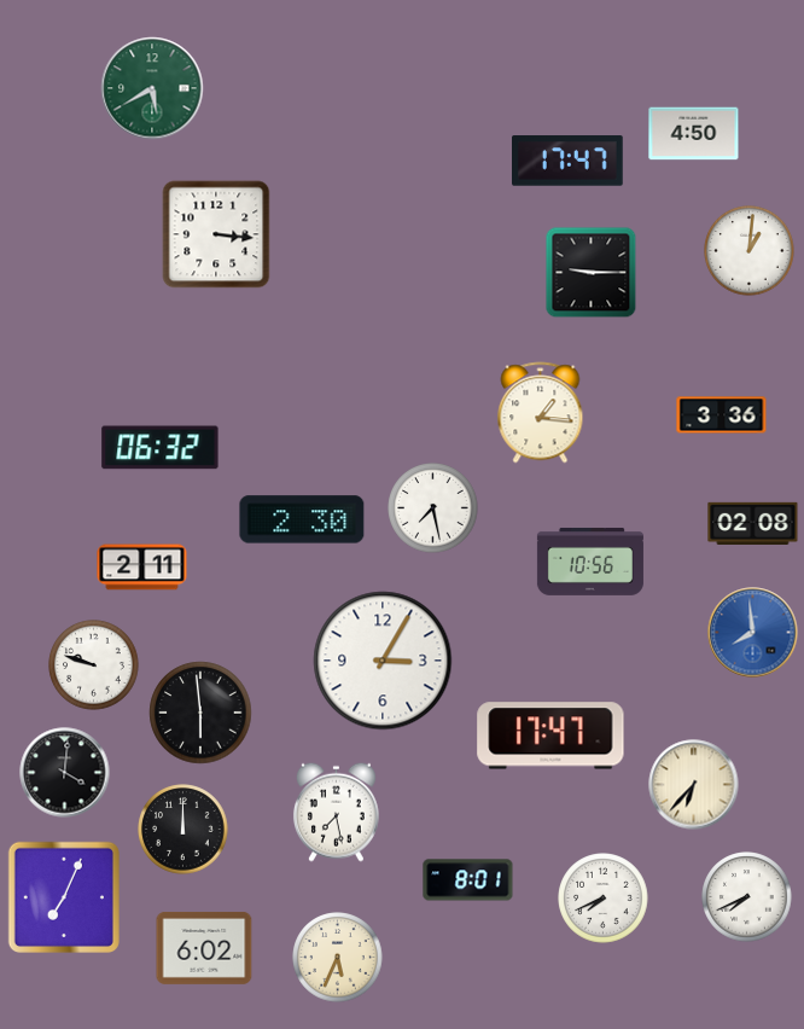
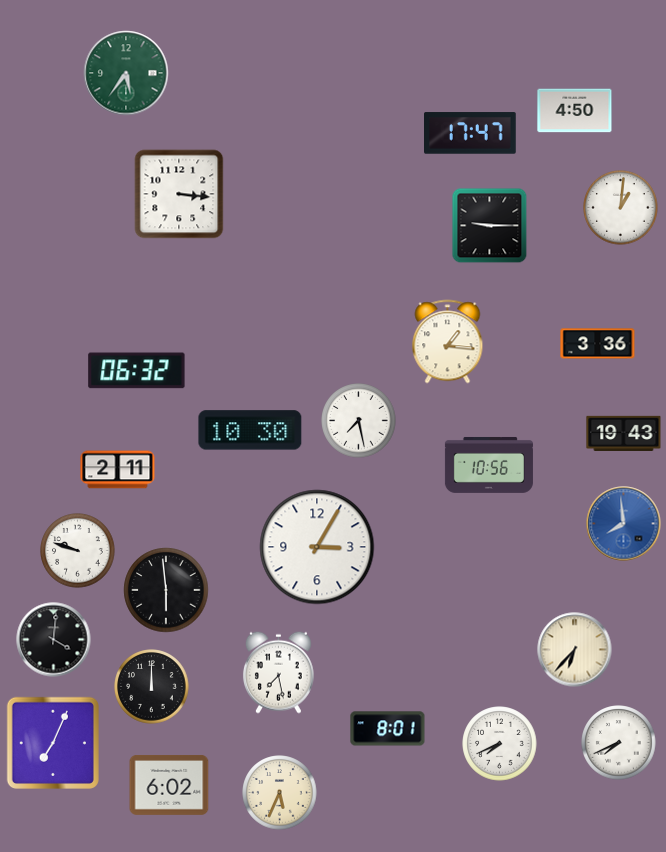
clock at (152, 88): 5:40 -> 5:36
clock at (161, 448) position: (161, 448) -> (137, 371)
clock at (302, 519): 2:30 -> 10:30
clock at (753, 523): 02:08 -> 19:43
clock at (550, 736): 17:47 -> none
